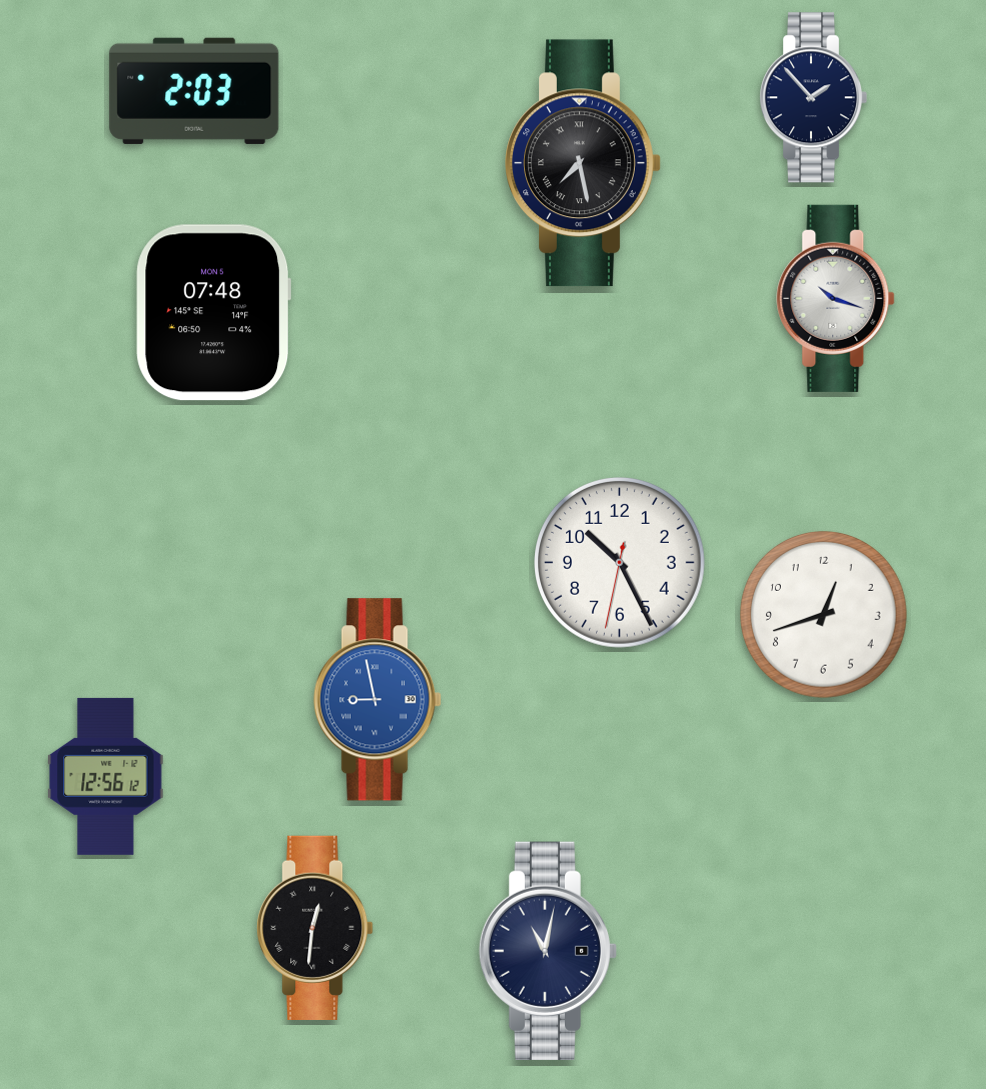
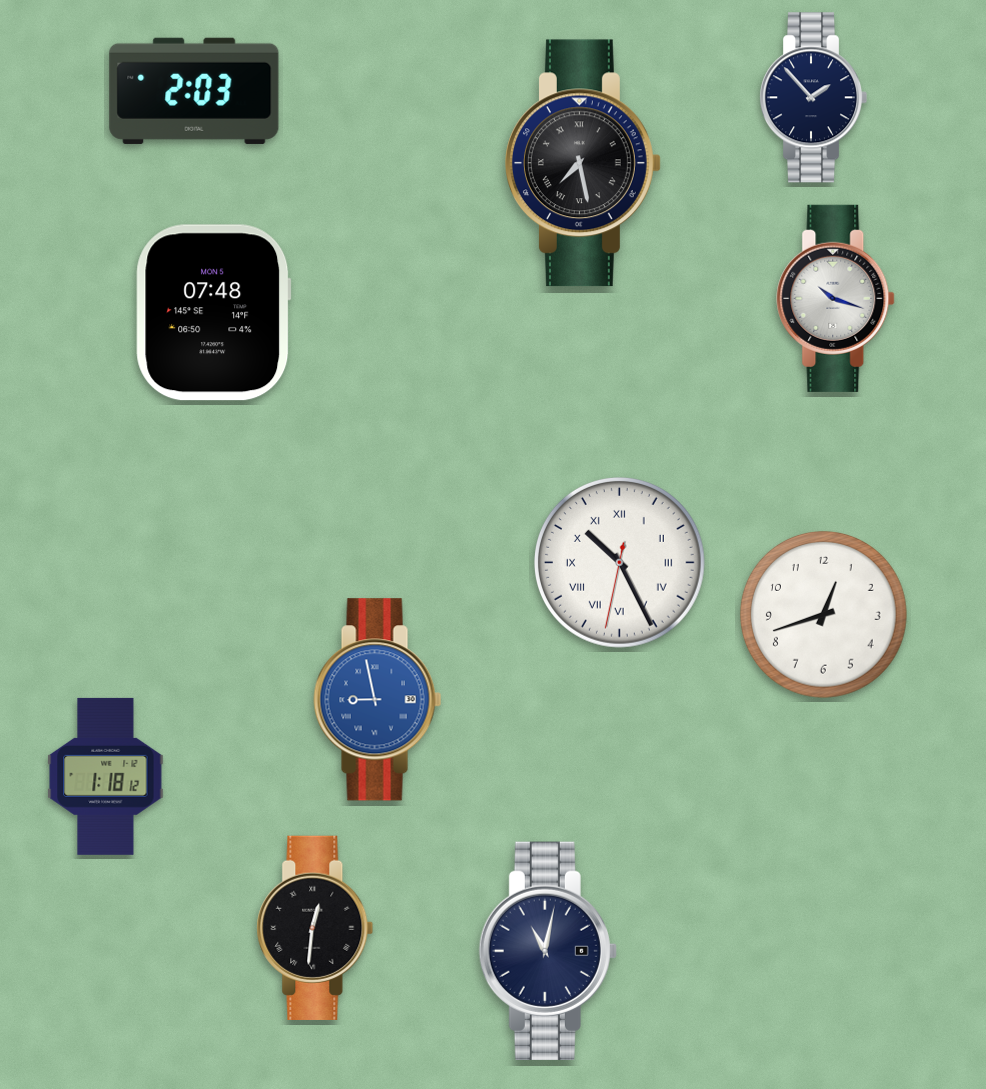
clock at (619, 562) numerals: Arabic -> Roman
clock at (106, 776): 12:56 -> 1:18
